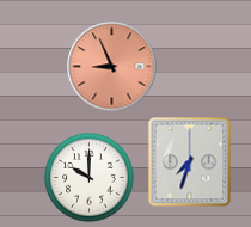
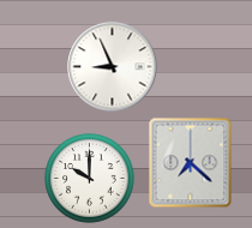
clock at (112, 67) dial: salmon -> white
clock at (190, 162): 7:33 -> 7:22
